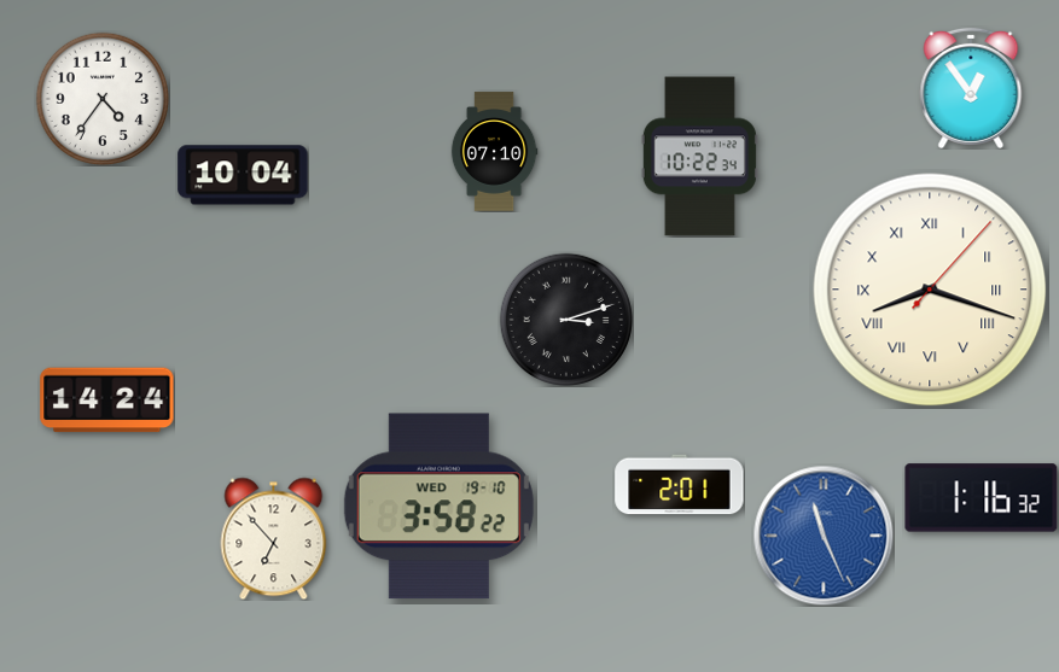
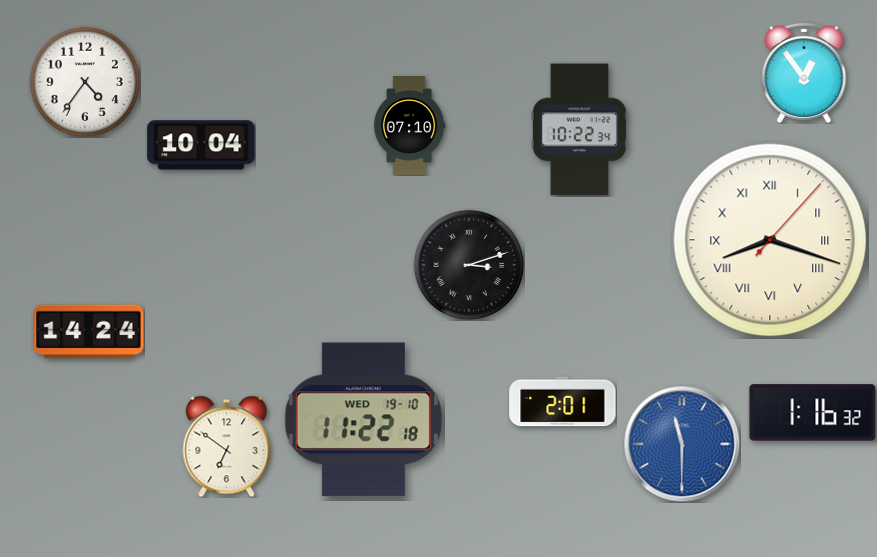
clock at (438, 507): 3:58 -> 11:22
clock at (824, 536): 11:26 -> 11:30
clock at (274, 538): 6:53 -> 6:51
